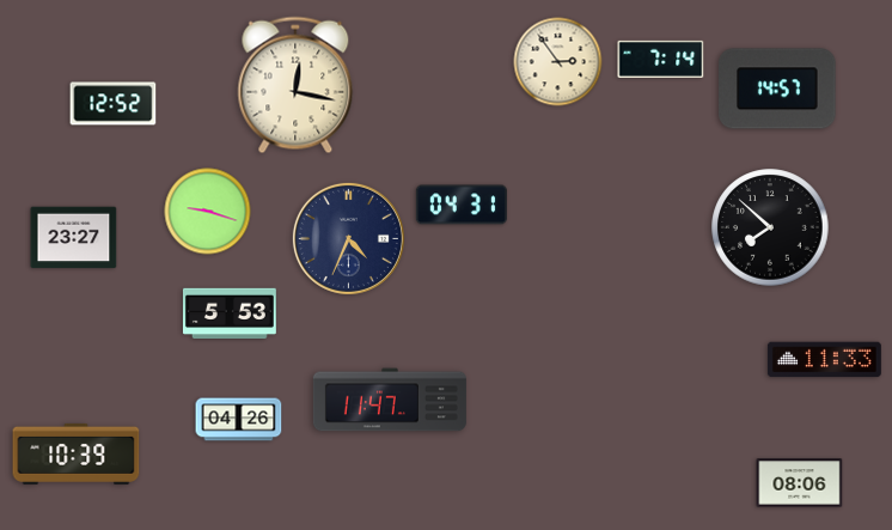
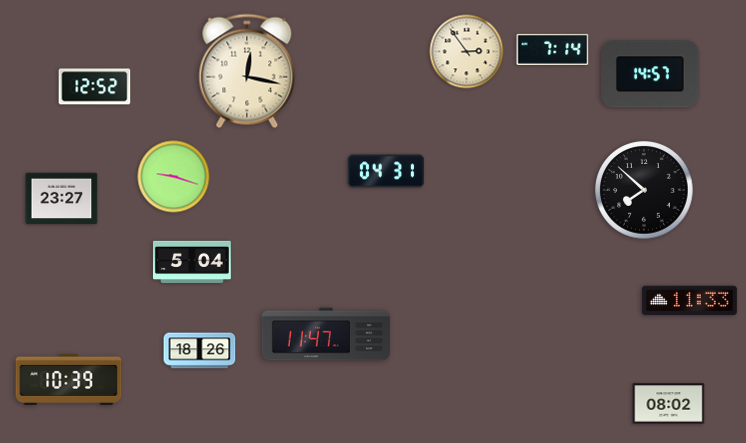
clock at (348, 238): 4:34 -> none
clock at (230, 312): 5:53 -> 5:04
clock at (239, 420): 04:26 -> 18:26
clock at (77, 453) position: (77, 453) -> (69, 379)
clock at (800, 483): 08:06 -> 08:02
